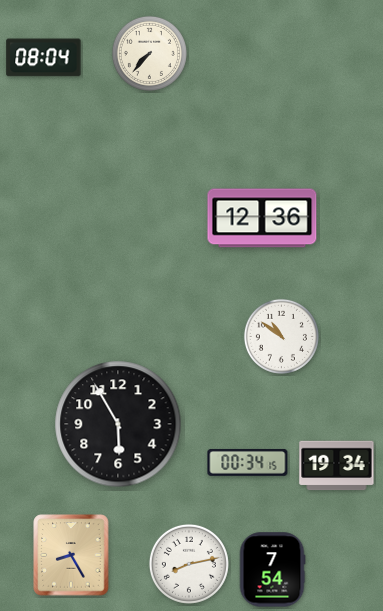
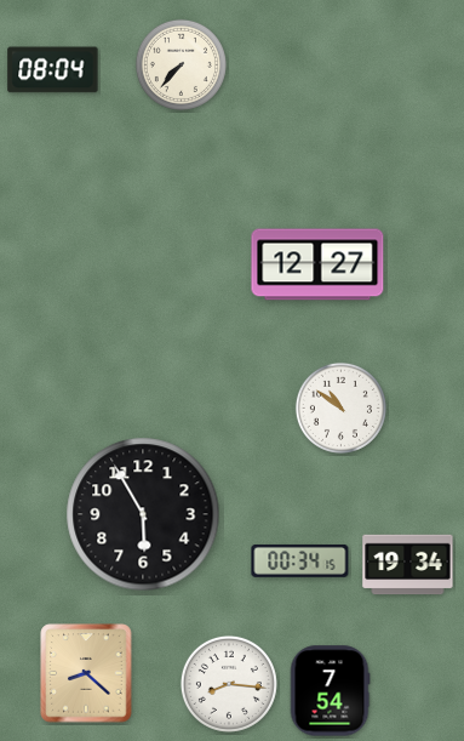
clock at (262, 218): 12:36 -> 12:27
clock at (71, 555): 8:25 -> 8:22
clock at (189, 564): 8:13 -> 8:16
